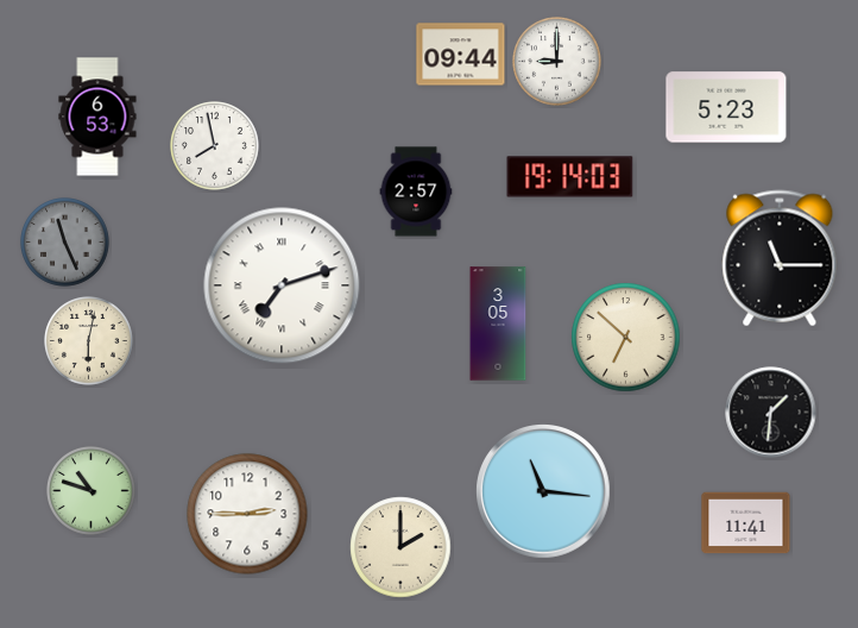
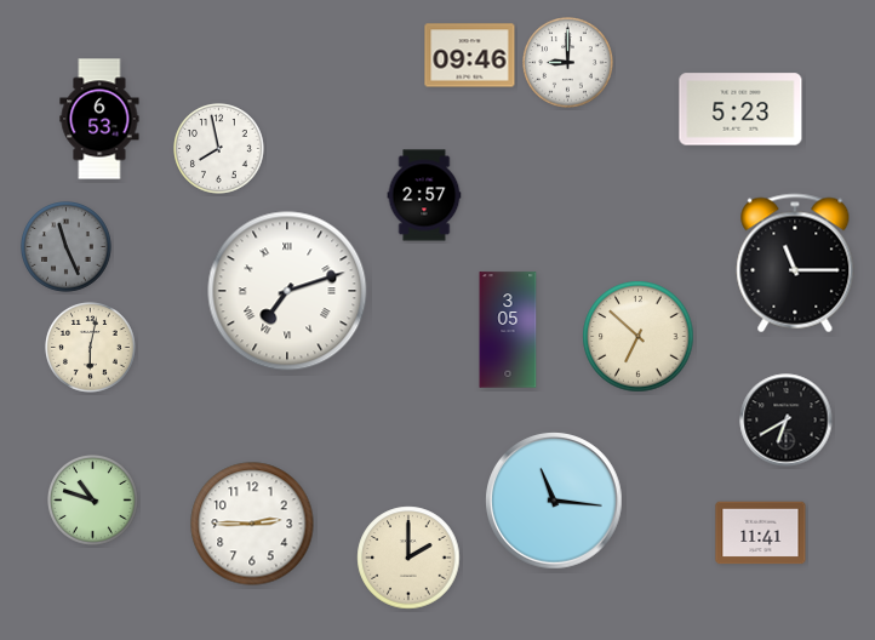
clock at (461, 55): 09:44 -> 09:46
clock at (570, 177): 19:14 -> none
clock at (626, 338) position: (626, 338) -> (639, 337)
clock at (771, 413): 1:31 -> 6:40
